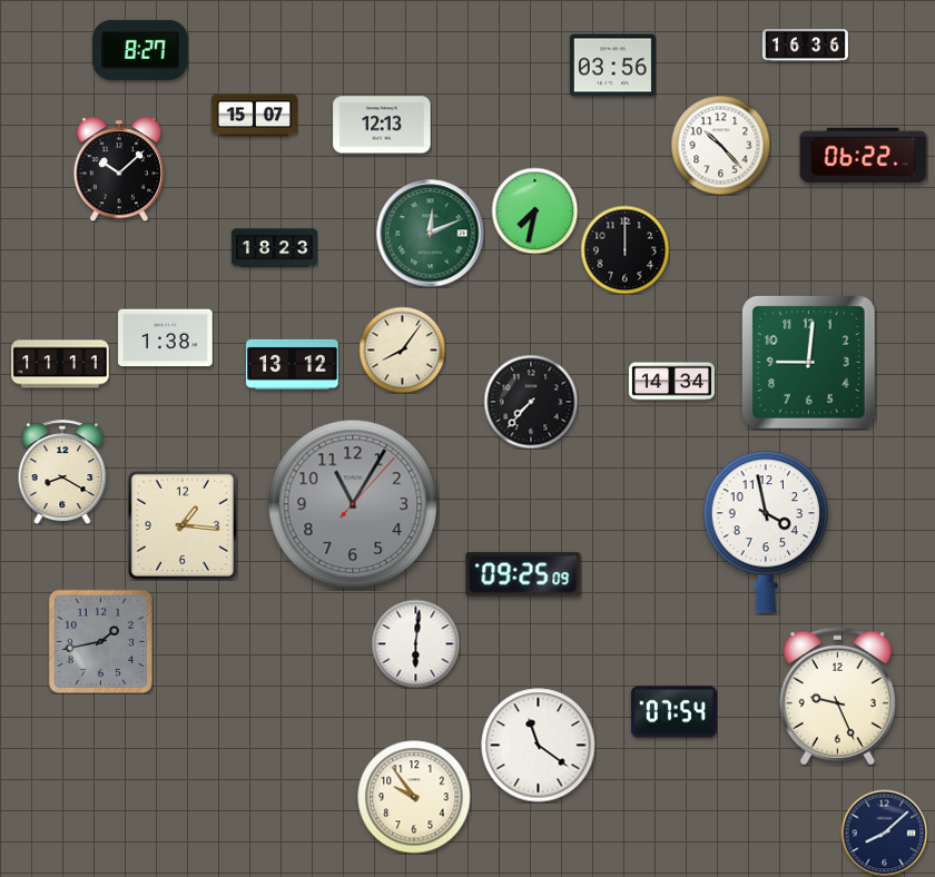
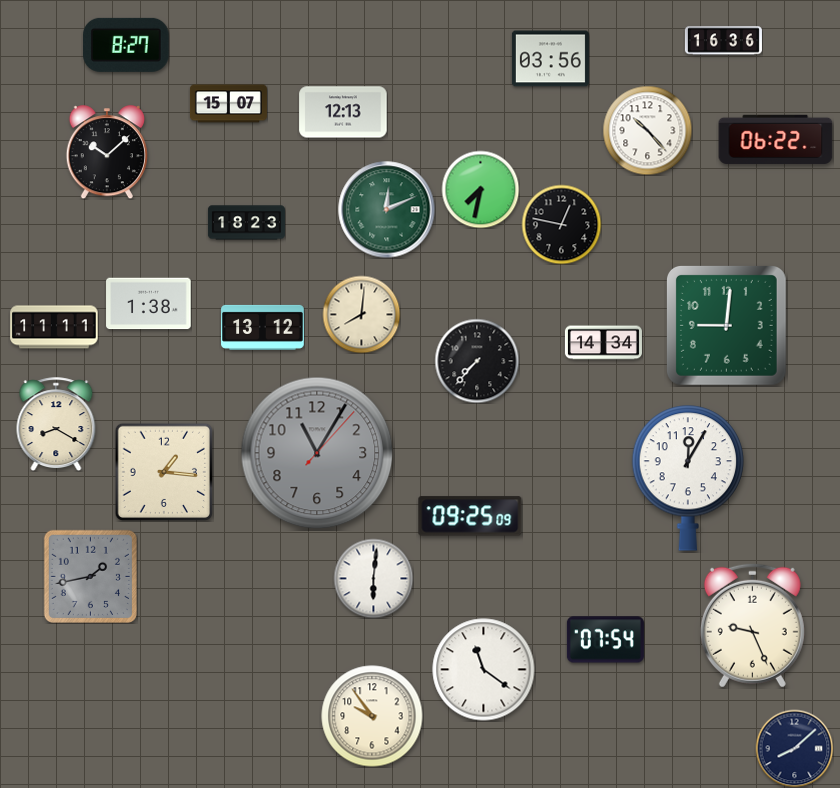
clock at (624, 249): 12:00 -> 12:47
clock at (402, 349): 8:06 -> 8:01
clock at (765, 532): 3:58 -> 12:05
